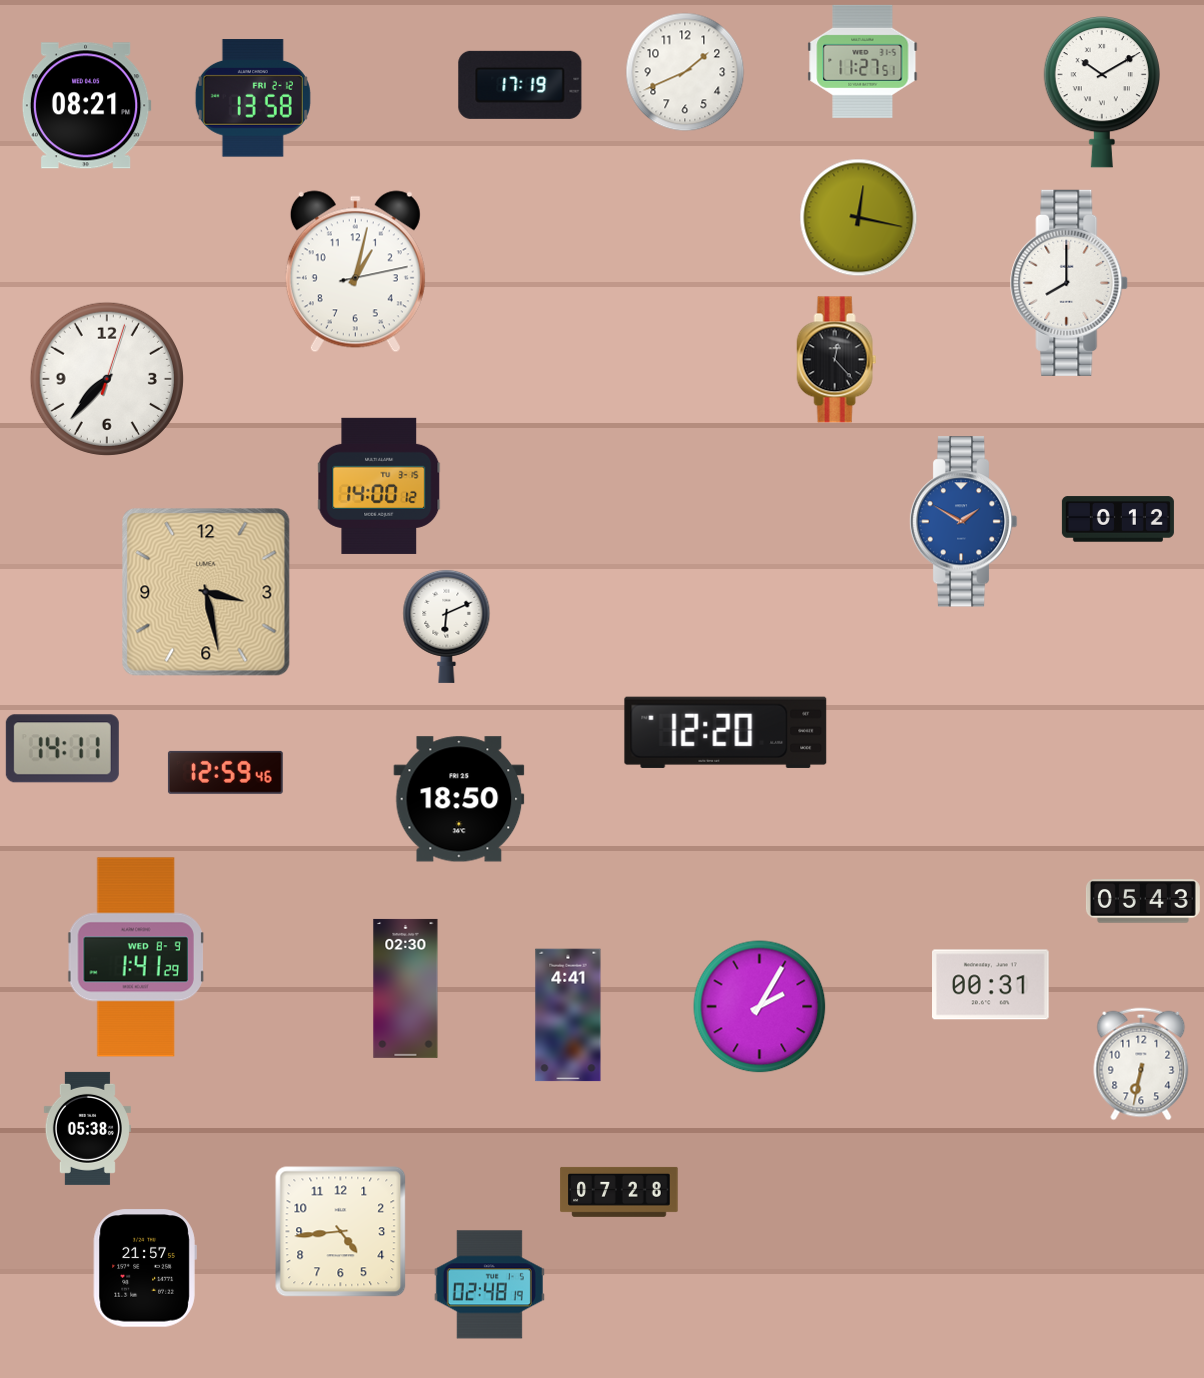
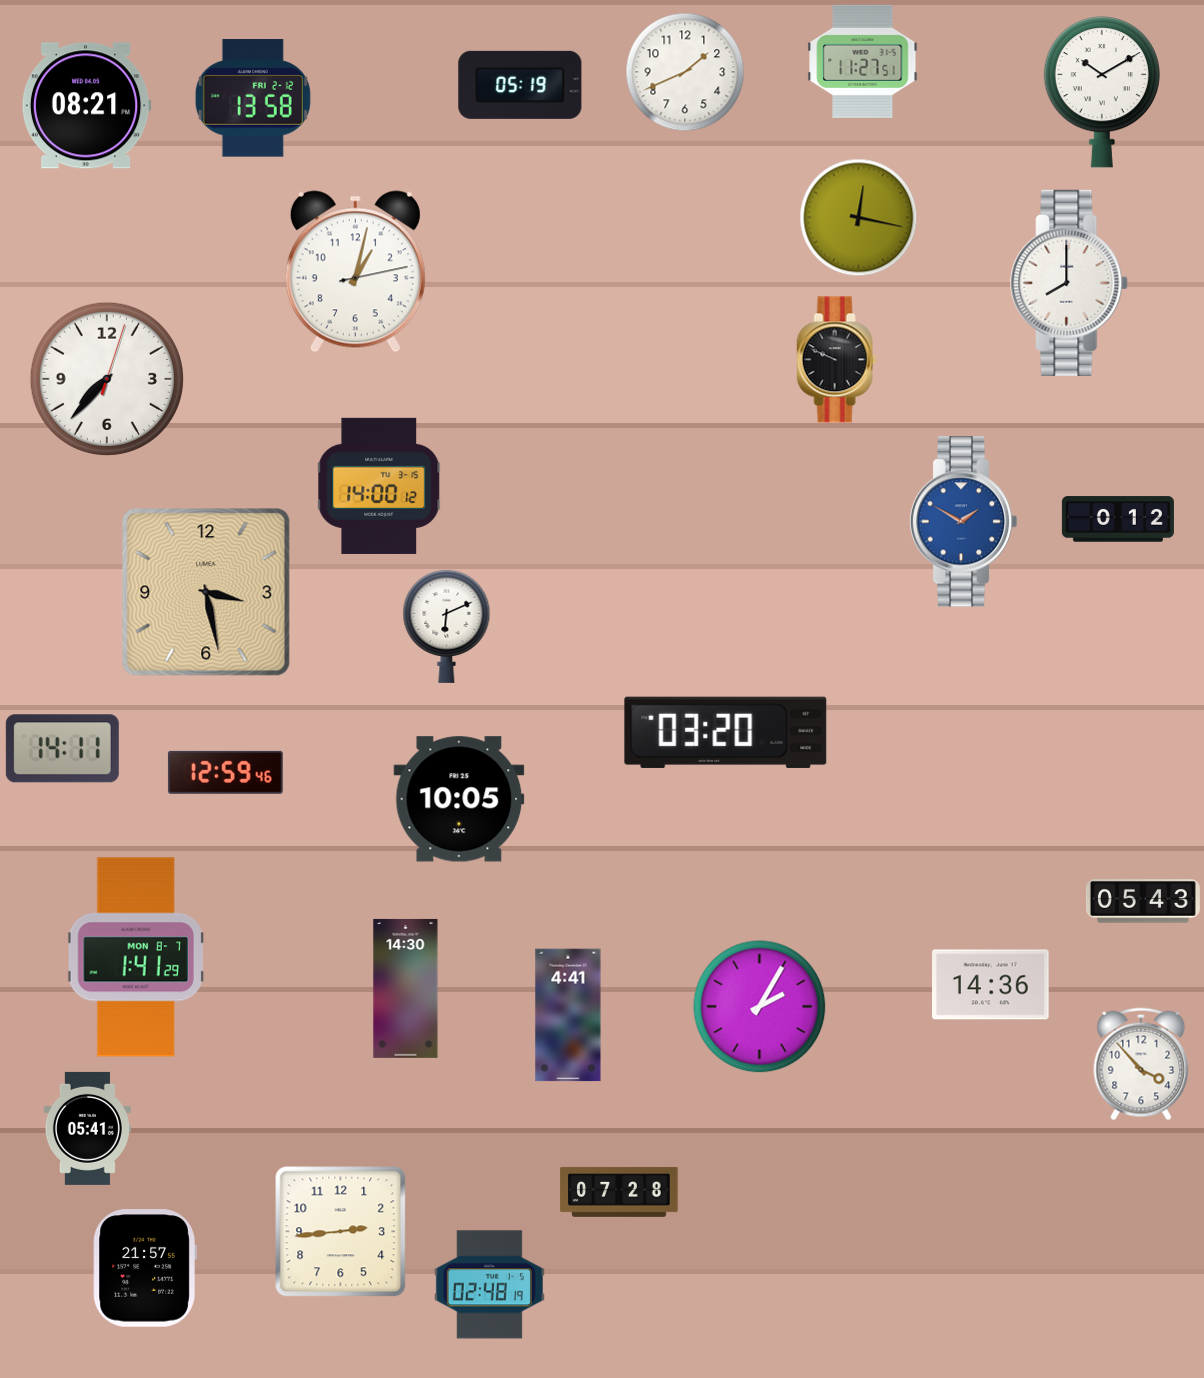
clock at (520, 85): 17:19 -> 05:19
clock at (837, 360): 12:23 -> 9:49
clock at (726, 732): 12:20 -> 03:20
clock at (459, 799): 18:50 -> 10:05
clock at (136, 957) date: WED 8-9 -> MON 8-7
clock at (991, 985): 00:31 -> 14:36
clock at (406, 988): 02:30 -> 14:30
clock at (1141, 1064): 6:32 -> 3:53
clock at (87, 1128): 05:38 -> 05:41
clock at (341, 1232): 4:44 -> 2:44
